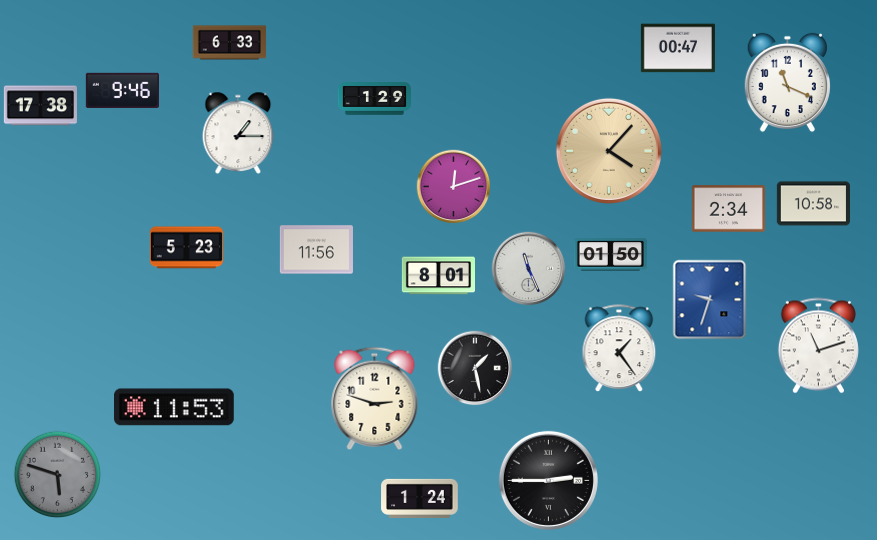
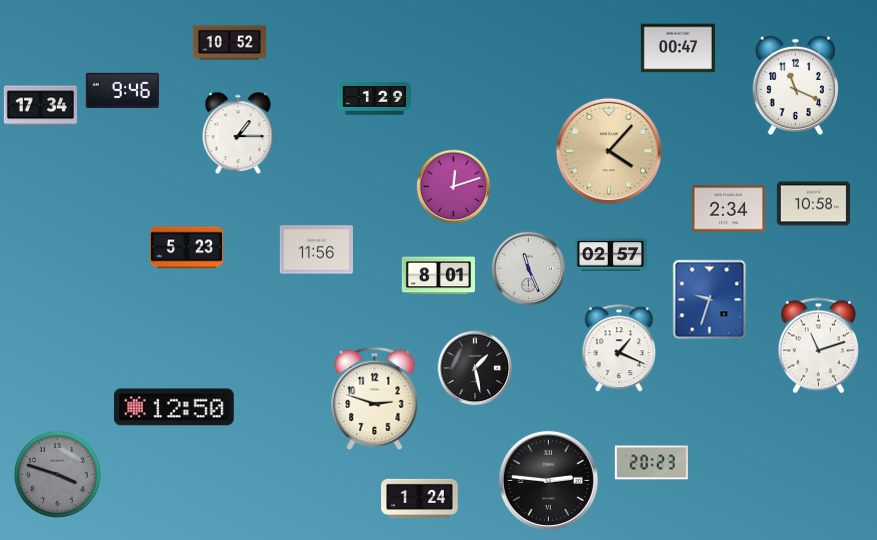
clock at (229, 43): 6:33 -> 10:52
clock at (787, 83) position: (787, 83) -> (795, 86)
clock at (40, 106): 17:38 -> 17:34
clock at (610, 255): 01:50 -> 02:57
clock at (619, 349): 1:24 -> 1:19
clock at (175, 407): 11:53 -> 12:50
clock at (651, 463): none -> 20:23
clock at (58, 475): 5:48 -> 3:48
clock at (548, 480): 2:45 -> 2:46
